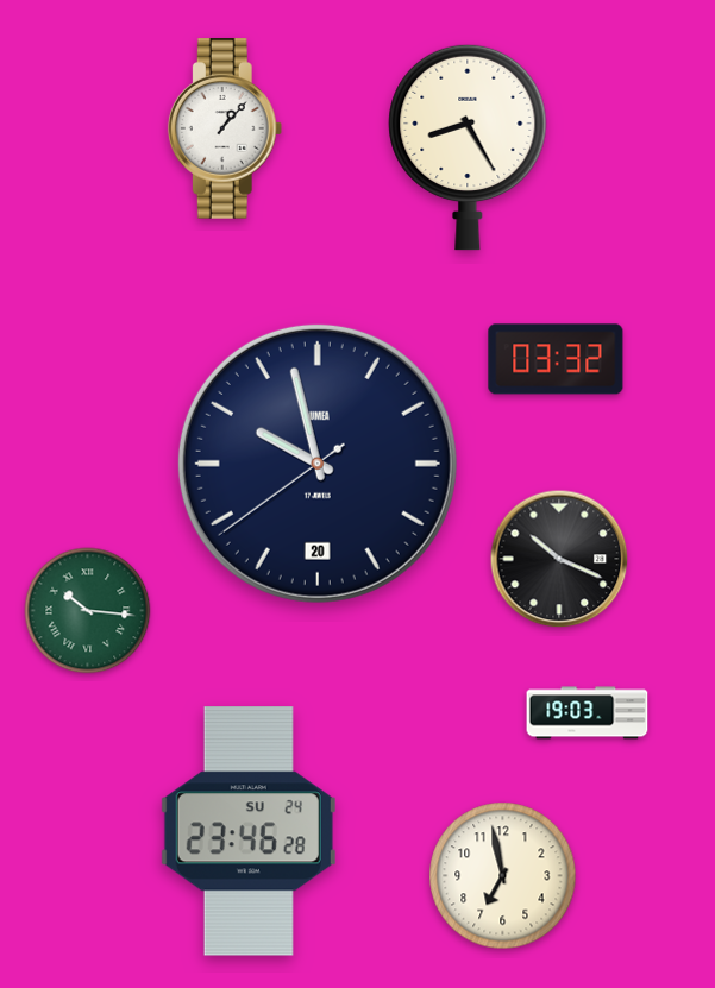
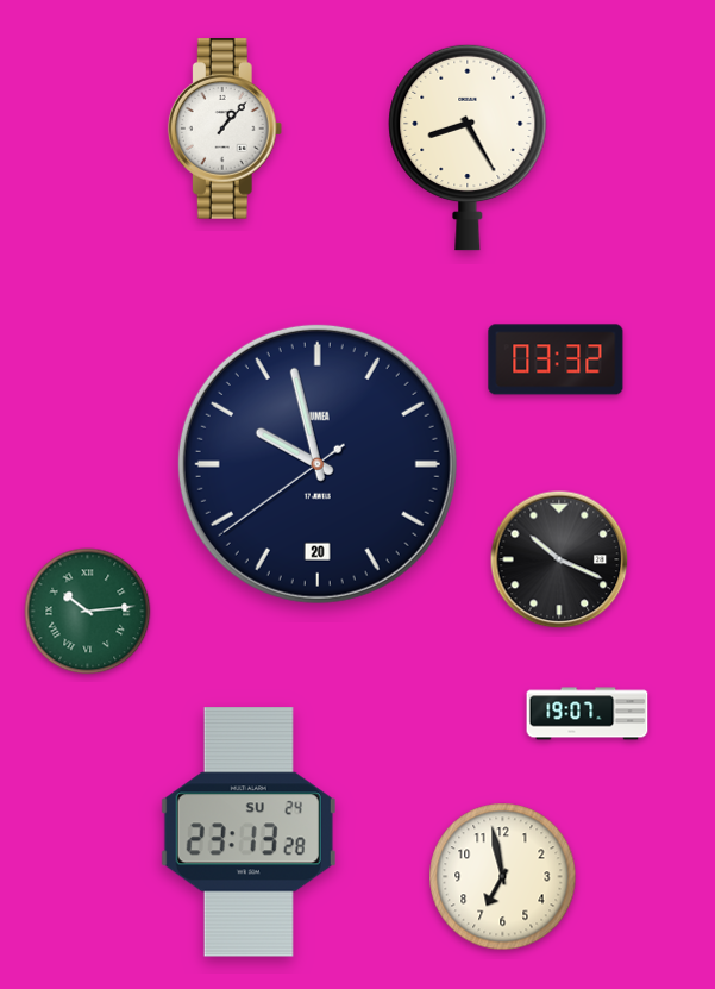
clock at (88, 611): 10:16 -> 10:14
clock at (588, 713): 19:03 -> 19:07
clock at (249, 831): 23:46 -> 23:13
